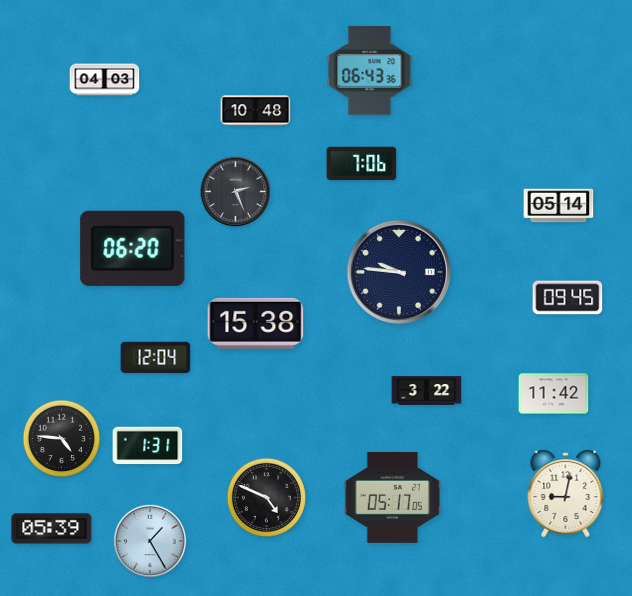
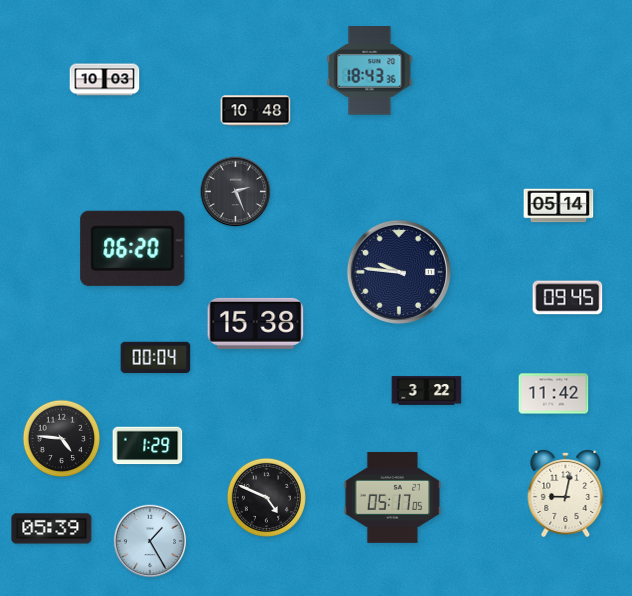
clock at (370, 71): 06:43 -> 18:43
clock at (105, 80): 04:03 -> 10:03
clock at (362, 164): 7:06 -> none
clock at (156, 358): 12:04 -> 00:04
clock at (148, 446): 1:31 -> 1:29
